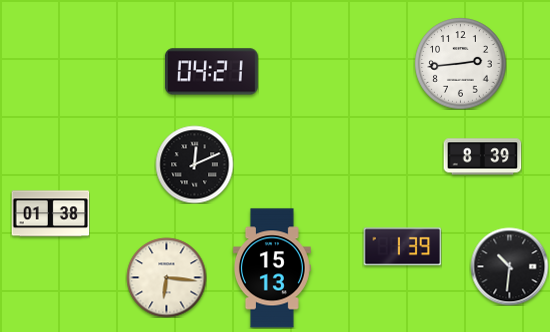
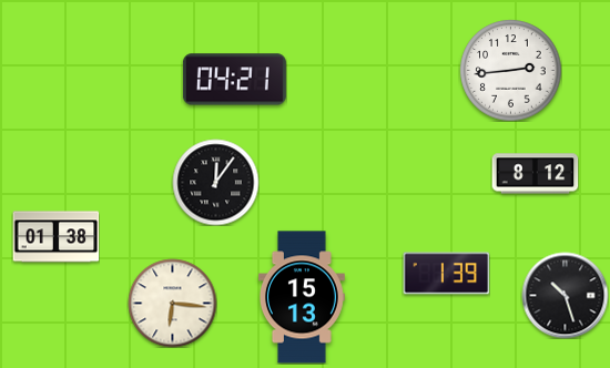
clock at (482, 157): 8:39 -> 8:12
clock at (194, 164): 12:11 -> 12:06
clock at (509, 266): 10:31 -> 10:27
clock at (166, 277) position: (166, 277) -> (172, 303)
